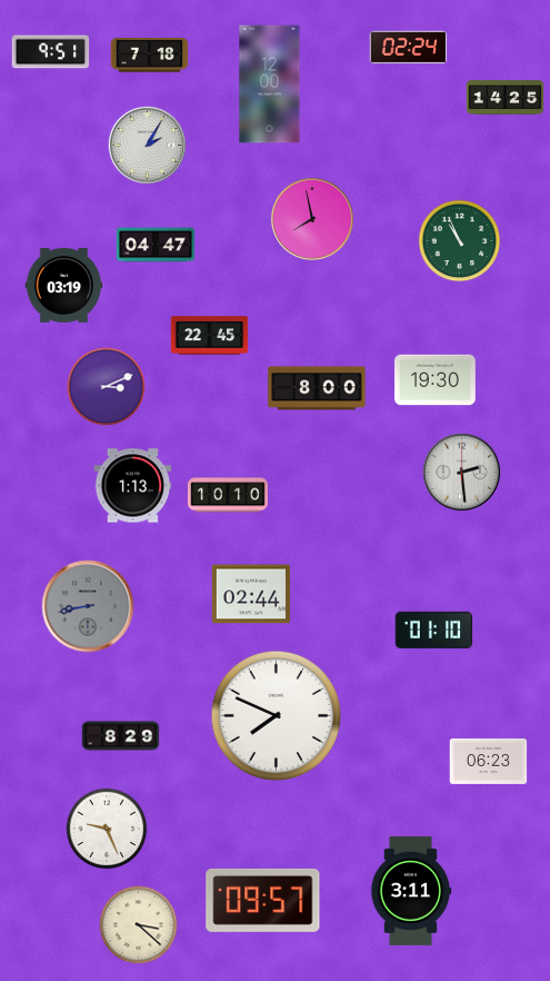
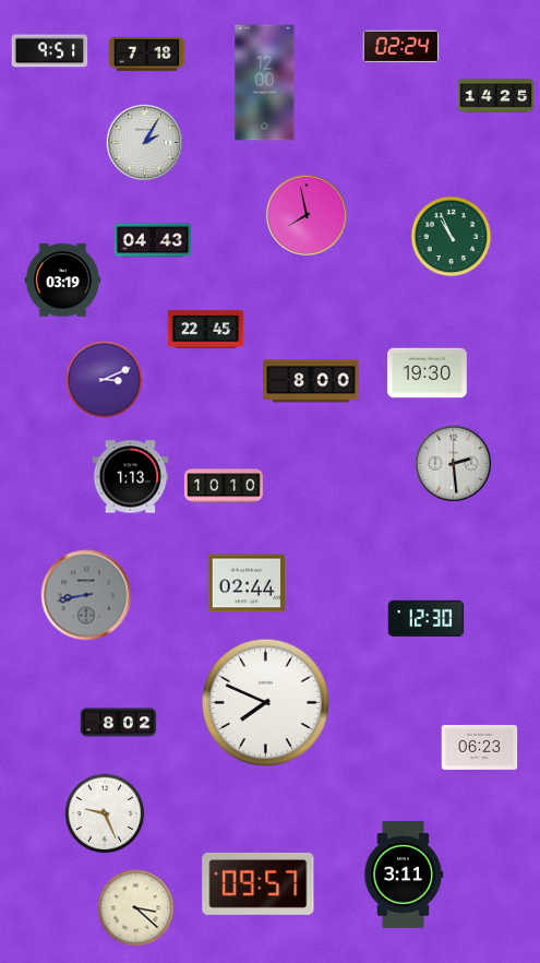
clock at (156, 245): 04:47 -> 04:43
clock at (434, 630): 01:10 -> 12:30
clock at (277, 716) position: (277, 716) -> (266, 703)
clock at (121, 736): 8:29 -> 8:02
